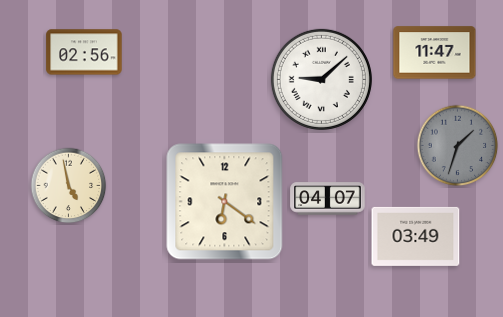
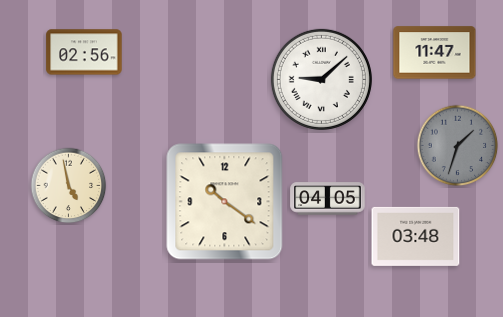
clock at (328, 199): 04:07 -> 04:05
clock at (225, 202): 6:21 -> 10:21
clock at (416, 236): 03:49 -> 03:48
